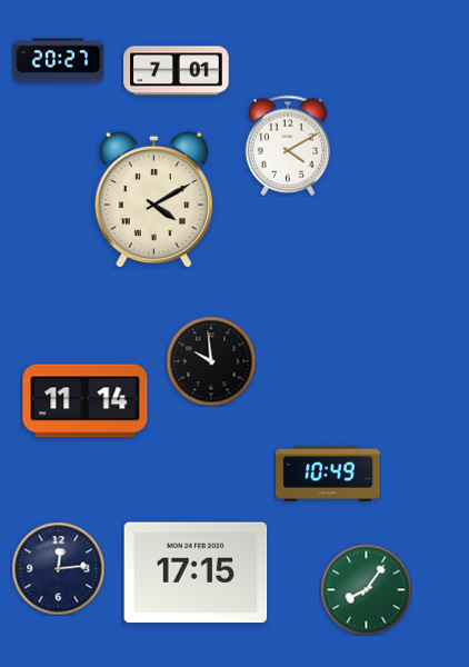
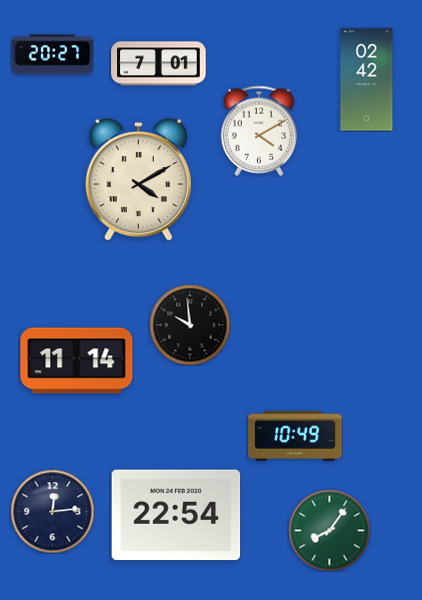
clock at (367, 80): none -> 02:42
clock at (328, 474) position: (328, 474) -> (295, 436)
clock at (196, 573): 17:15 -> 22:54
